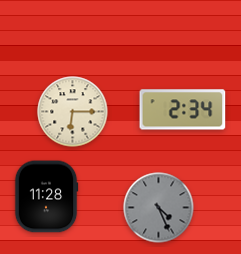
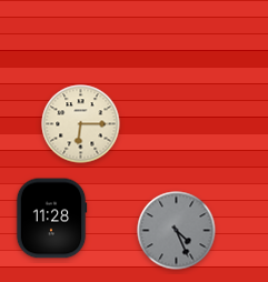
clock at (183, 110): 2:34 -> none
